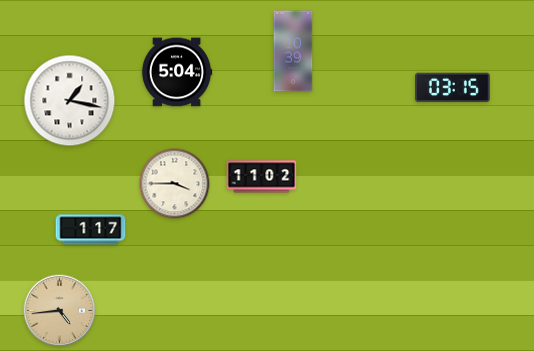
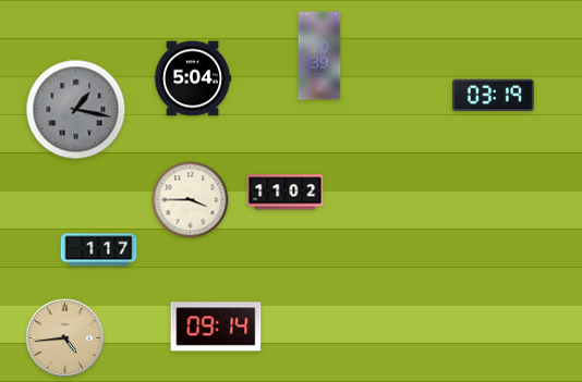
clock at (453, 88): 03:15 -> 03:19
clock at (70, 101) dial: white -> grey
clock at (216, 326): none -> 09:14
